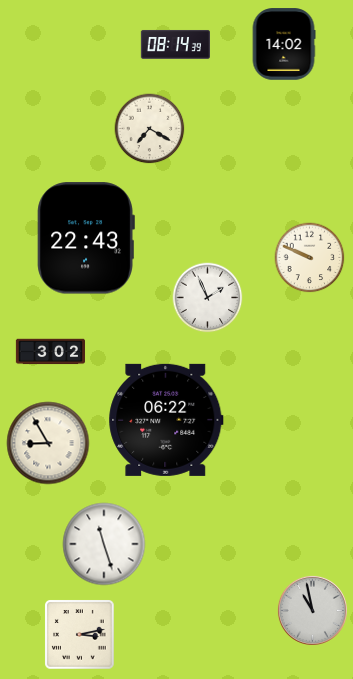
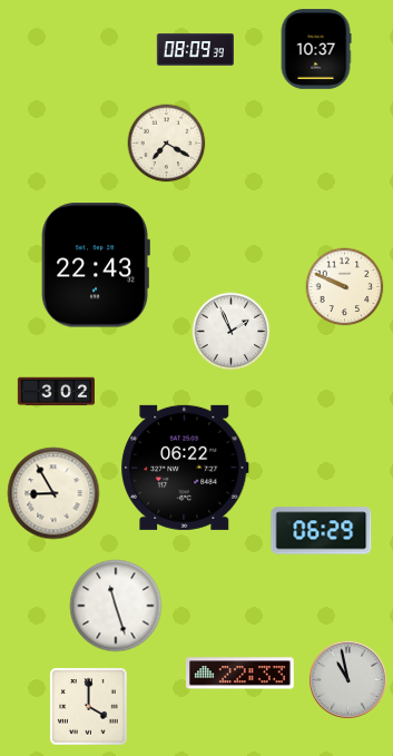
clock at (175, 44): 08:14 -> 08:09
clock at (284, 44): 14:02 -> 10:37
clock at (322, 531): none -> 06:29
clock at (240, 674): none -> 22:33
clock at (80, 635): 3:13 -> 4:00
